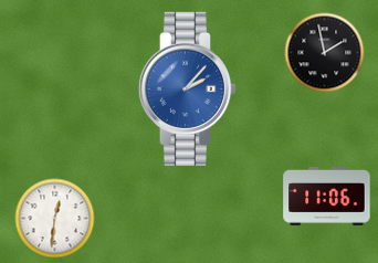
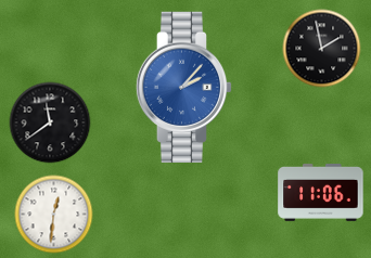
clock at (325, 53) position: (325, 53) -> (322, 49)
clock at (50, 122): none -> 11:39
